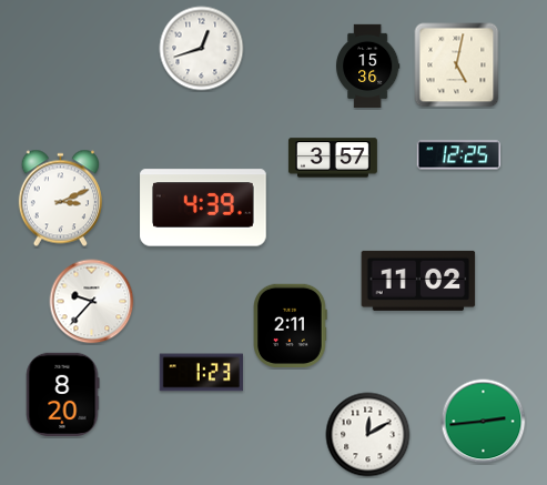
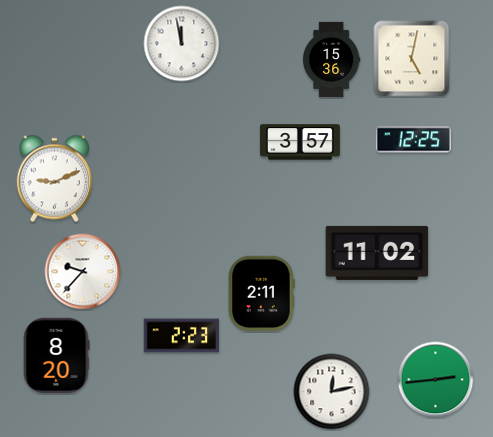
clock at (202, 49): 12:42 -> 11:58
clock at (60, 199): 3:11 -> 9:11
clock at (203, 208): 4:39 -> none
clock at (201, 373): 1:23 -> 2:23
clock at (368, 435): 12:10 -> 12:13
